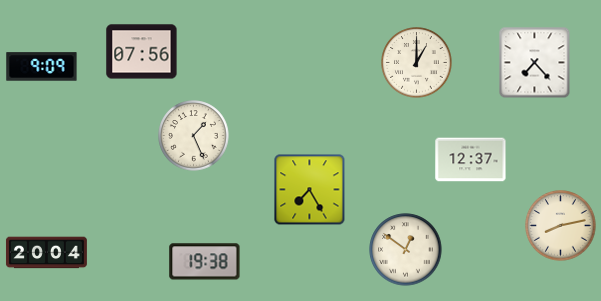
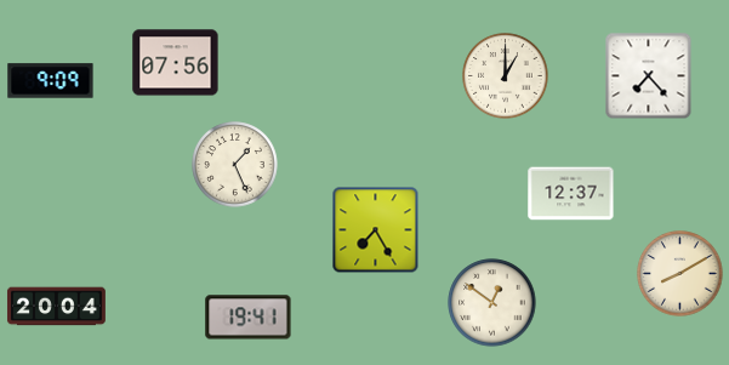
clock at (142, 52) position: (142, 52) -> (176, 63)
clock at (561, 226): 8:13 -> 8:10
clock at (205, 262): 19:38 -> 19:41
